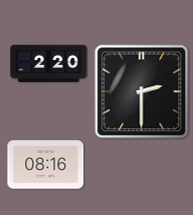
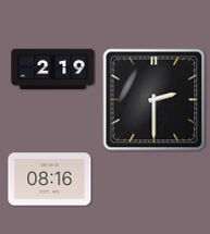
clock at (49, 63): 2:20 -> 2:19
